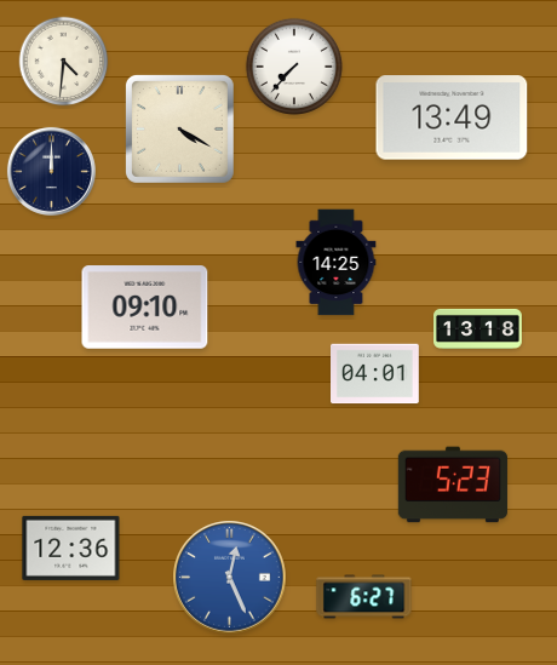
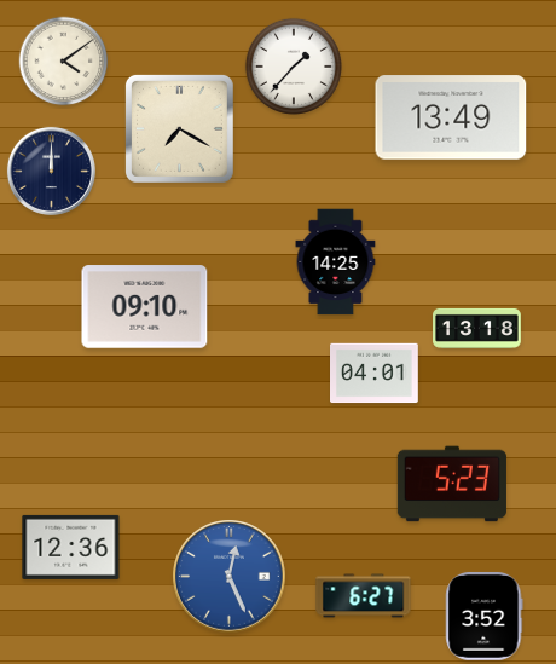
clock at (64, 62): 4:31 -> 4:09
clock at (294, 67): 7:37 -> 1:37
clock at (179, 128): 4:20 -> 7:20
clock at (485, 616): none -> 3:52
